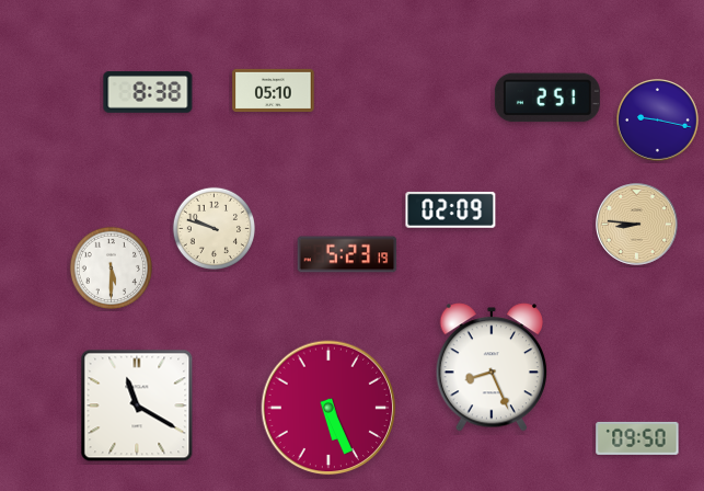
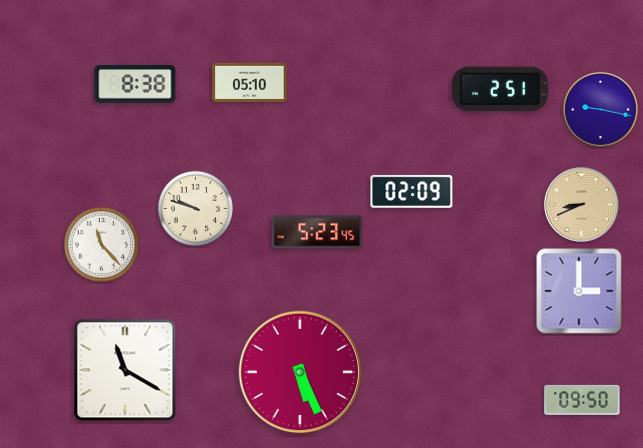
clock at (637, 225): 8:46 -> 8:41
clock at (347, 254): 5:23:19 -> 5:23:45
clock at (111, 267): 5:30 -> 11:23
clock at (579, 291): none -> 3:00
clock at (492, 367): 8:26 -> none
